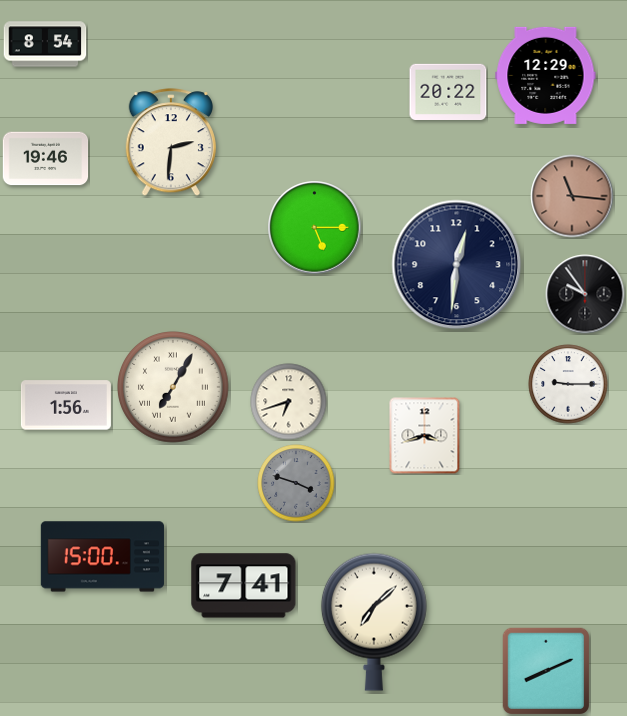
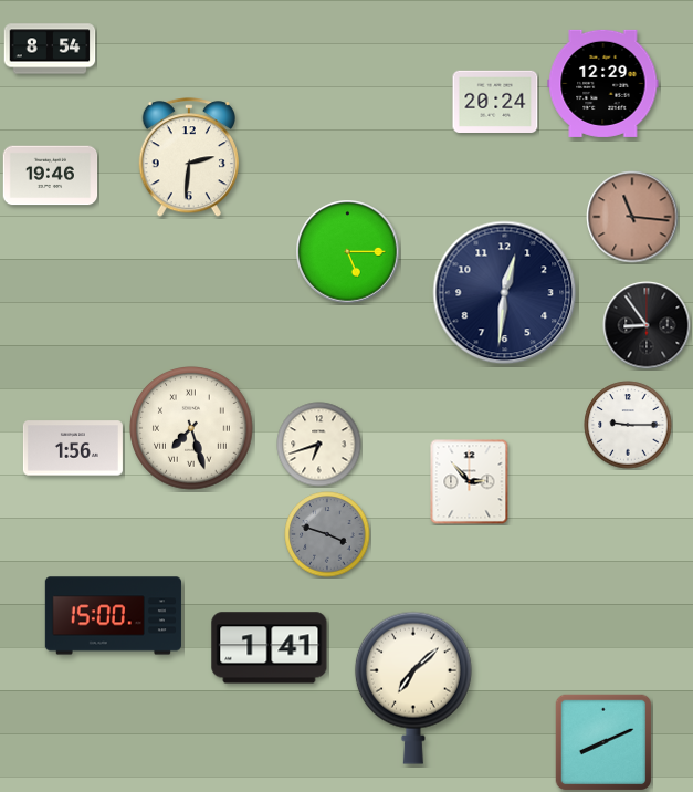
clock at (448, 91): 20:22 -> 20:24
clock at (585, 294): 9:54 -> 8:54
clock at (174, 388): 7:05 -> 7:27
clock at (425, 436): 3:42 -> 2:53
clock at (244, 586): 7:41 -> 1:41
